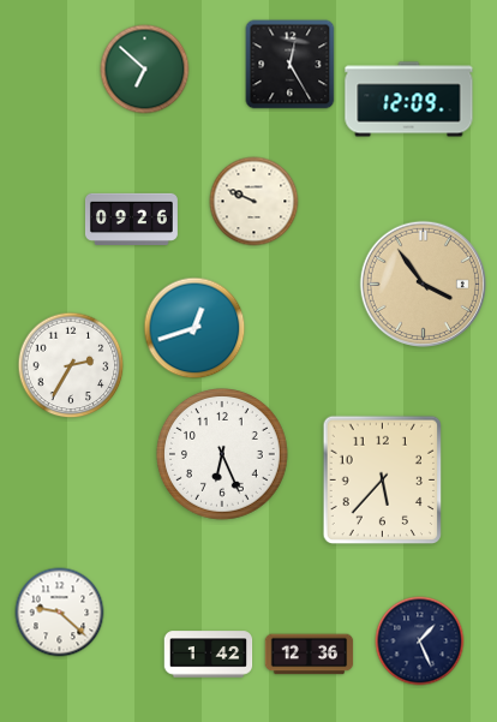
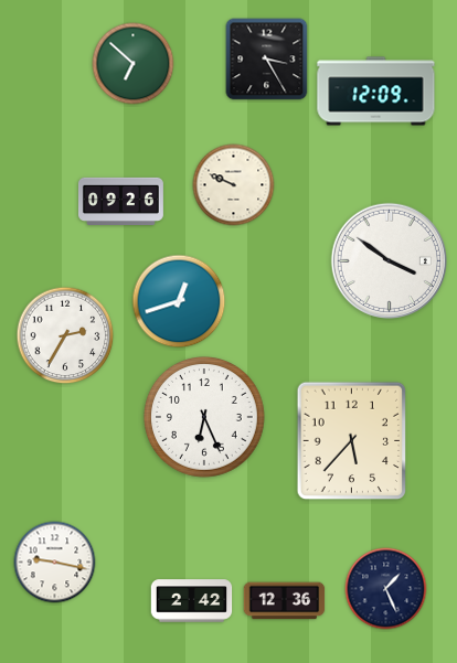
clock at (291, 65): 12:25 -> 3:25
clock at (423, 284): 3:54 -> 3:51
clock at (423, 284) dial: champagne -> white
clock at (60, 613): 9:22 -> 9:17
clock at (209, 655): 1:42 -> 2:42
